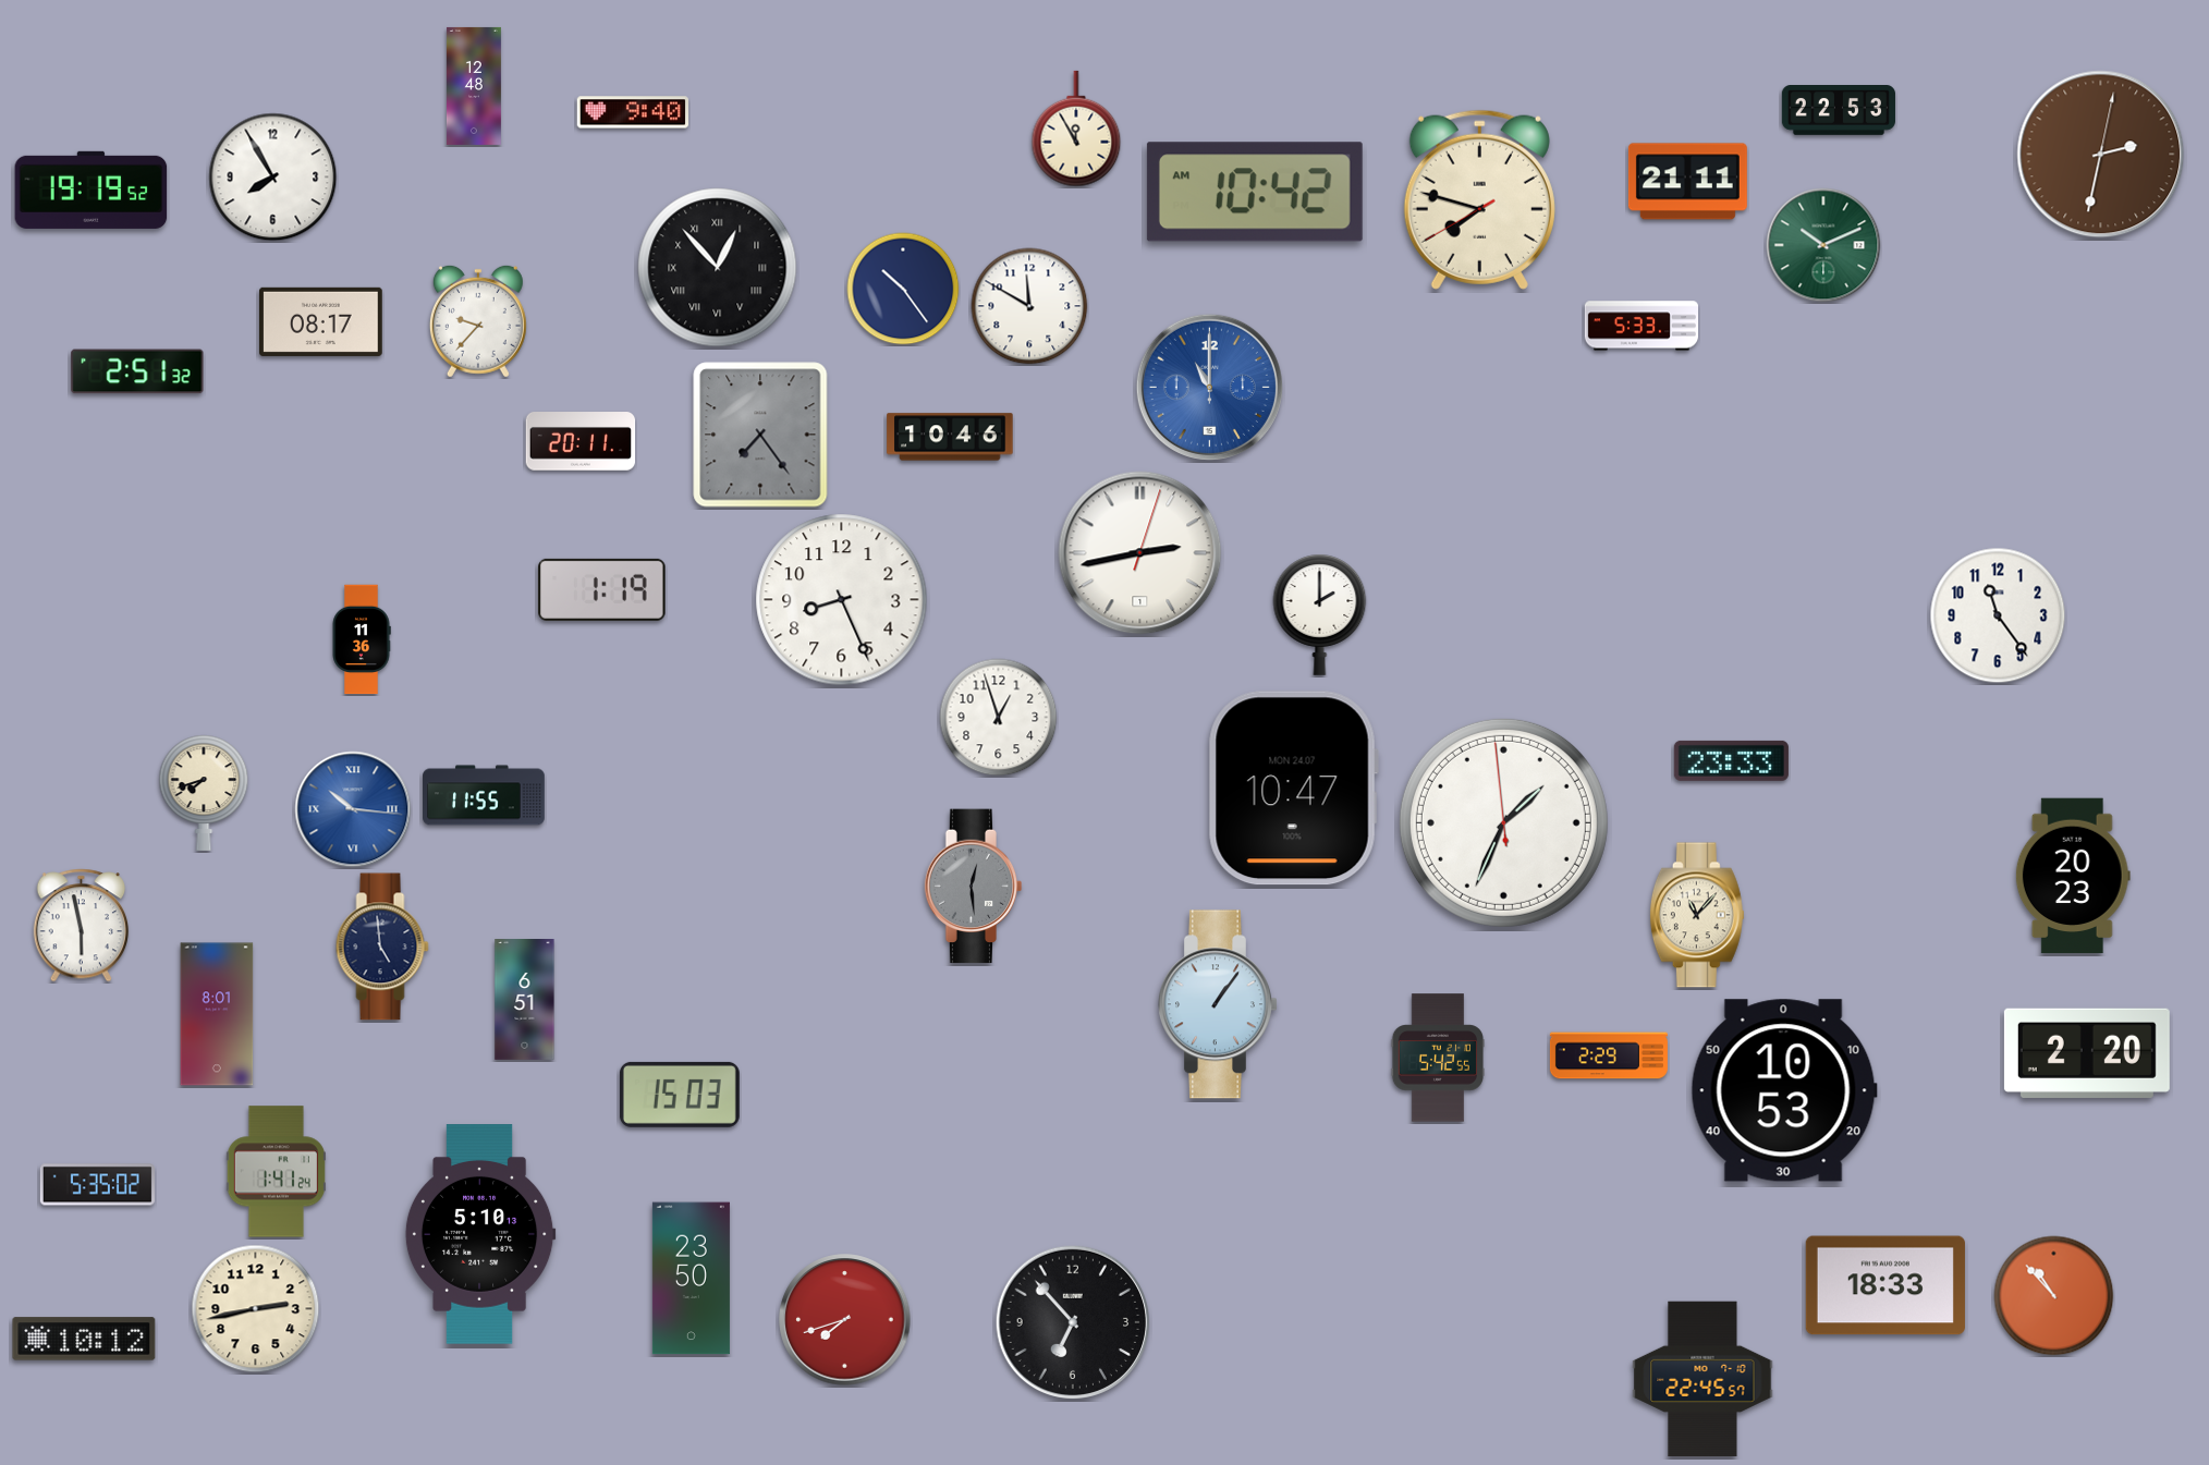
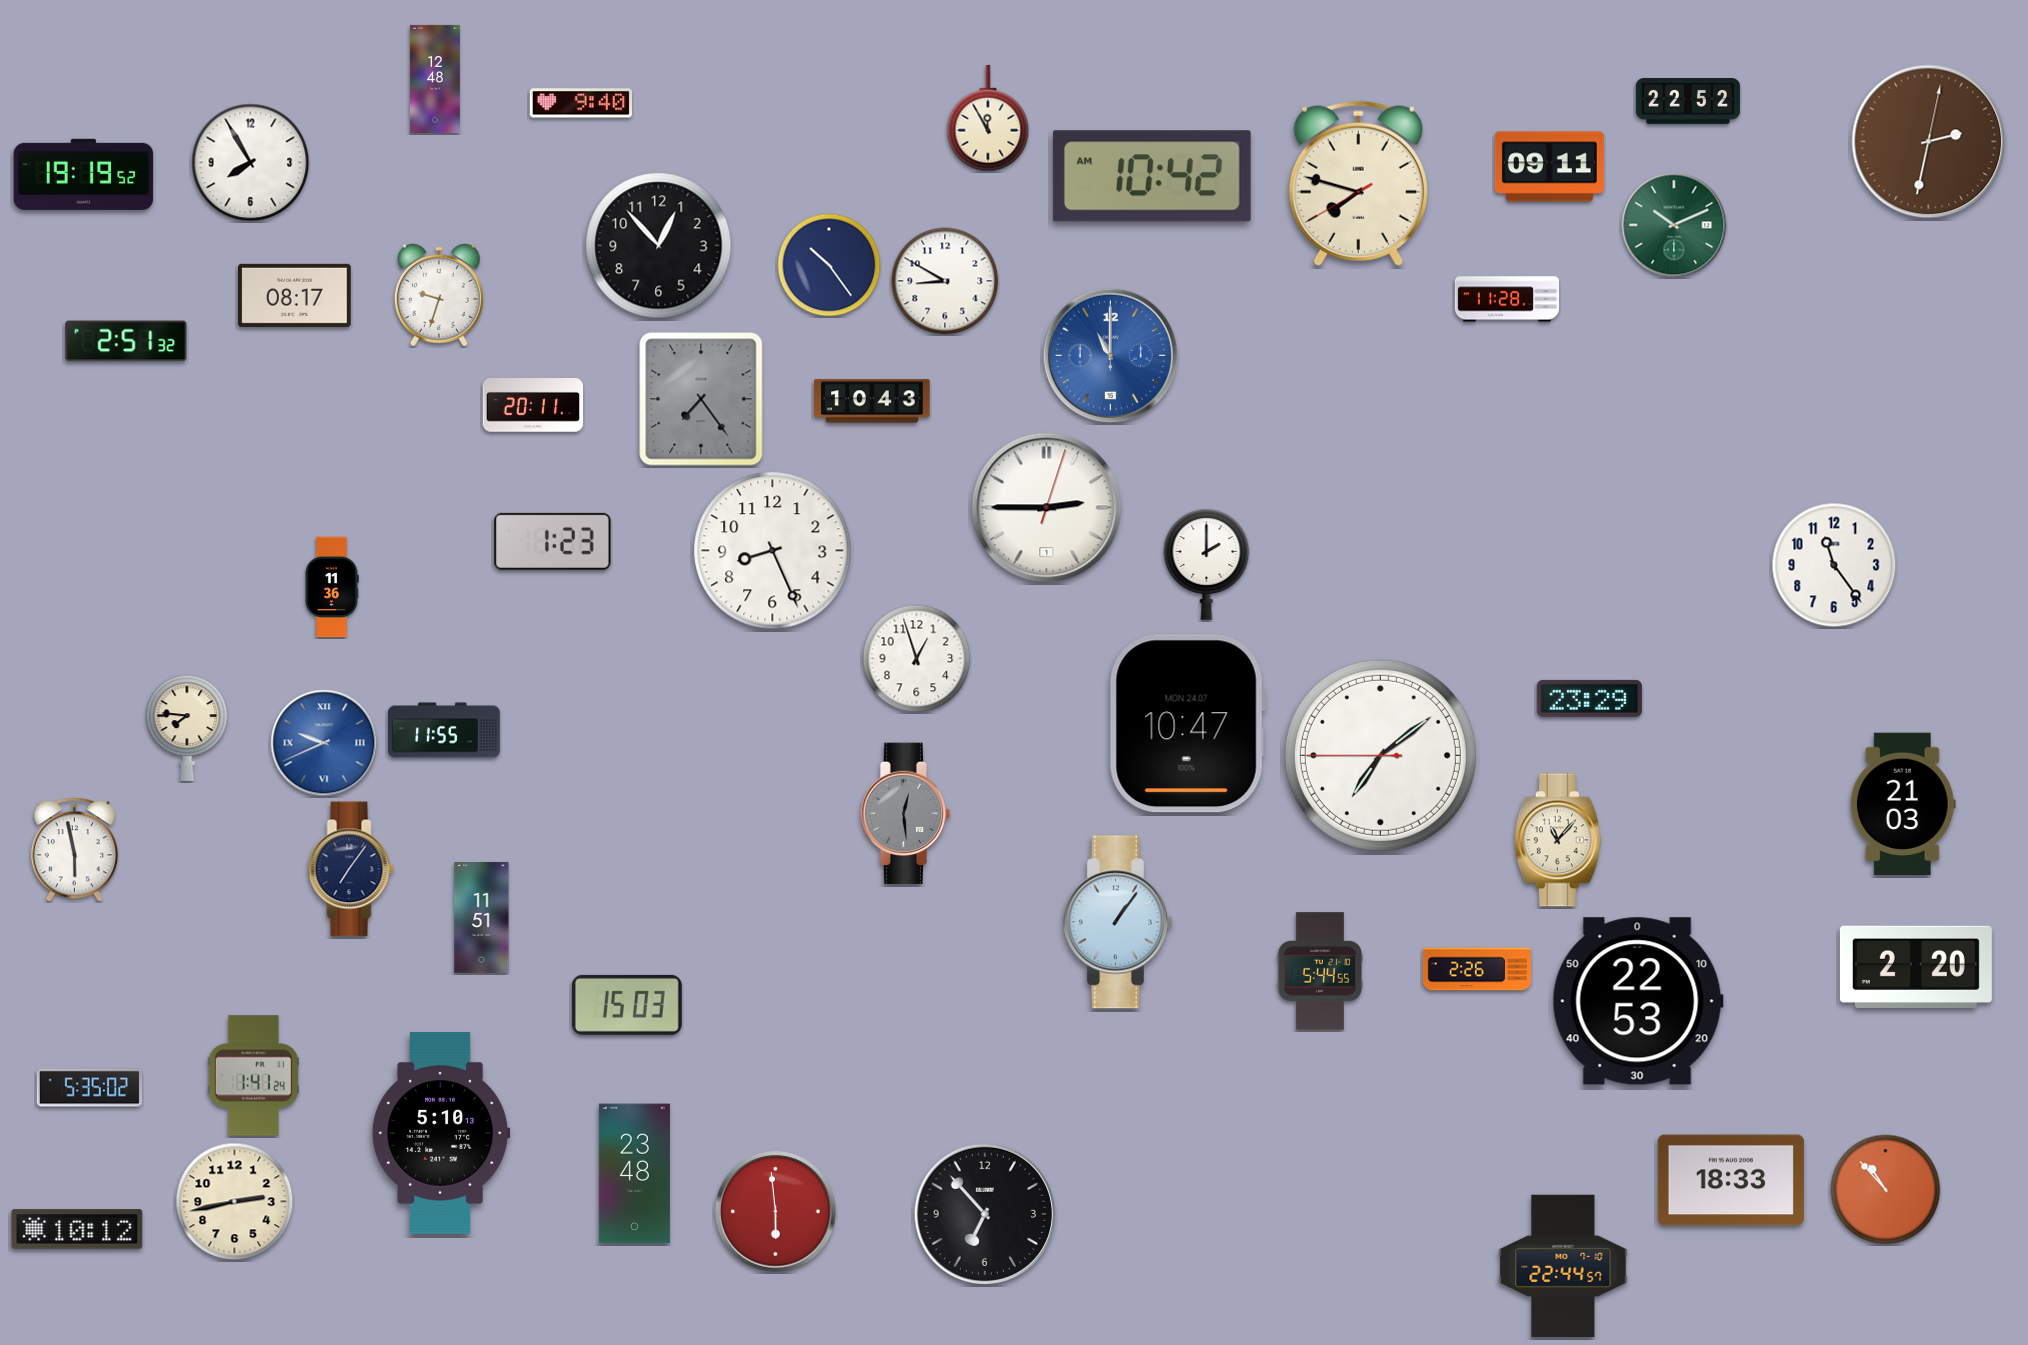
clock at (1839, 111): 22:53 -> 22:52
clock at (1687, 182): 21:11 -> 09:11
clock at (718, 268) numerals: Roman -> Arabic
clock at (1029, 306): 11:50 -> 8:50
clock at (478, 321): 9:37 -> 9:33
clock at (1640, 326): 5:33 -> 11:28
clock at (760, 435) position: (760, 435) -> (701, 399)
clock at (950, 437): 10:46 -> 10:43
clock at (1140, 553): 2:43 -> 2:45
clock at (602, 589): 1:19 -> 1:23
clock at (1320, 614) position: (1320, 614) -> (1207, 564)
clock at (1731, 760): 23:33 -> 23:29
clock at (204, 793): 7:42 -> 7:46
clock at (353, 809): 10:16 -> 9:41
clock at (1503, 822): 1:33 -> 7:08
clock at (2073, 876): 20:23 -> 21:03
clock at (974, 887) position: (974, 887) -> (906, 814)
clock at (382, 947): 4:59 -> 7:06
clock at (525, 1000): 6:51 -> 11:51
clock at (217, 1014): 8:01 -> none
clock at (1609, 1055): 2:29 -> 2:26
clock at (1437, 1058): 5:42 -> 5:44
clock at (1784, 1090): 10:53 -> 22:53
clock at (680, 1095) position: (680, 1095) -> (627, 1005)
clock at (691, 1279): 23:50 -> 23:48
clock at (845, 1320): 7:42 -> 5:59
clock at (1702, 1379): 22:45 -> 22:44
